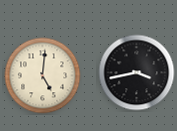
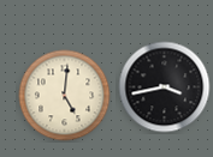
clock at (43, 76) position: (43, 76) -> (65, 96)
